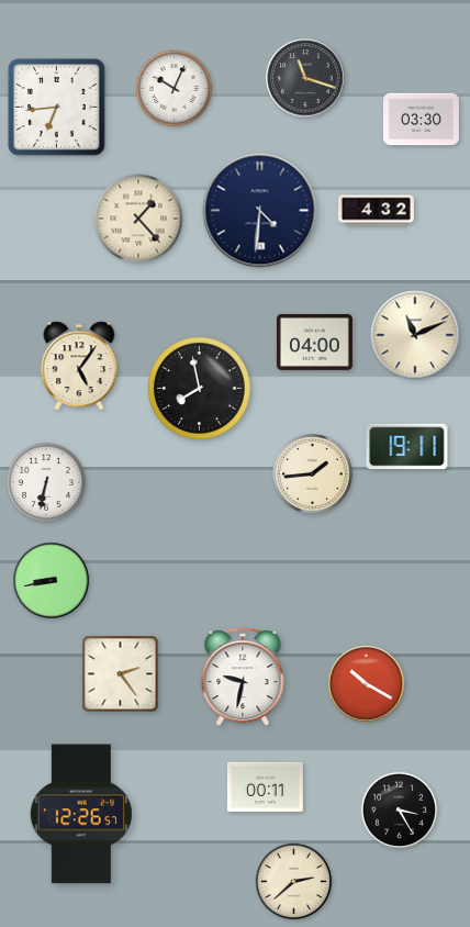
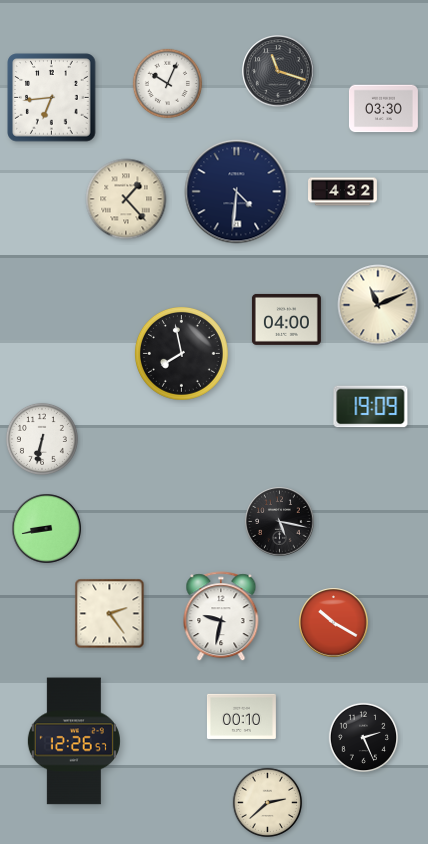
clock at (175, 89) position: (175, 89) -> (168, 84)
clock at (314, 342) position: (314, 342) -> (286, 319)
clock at (79, 366): 5:06 -> none
clock at (407, 447): 19:11 -> 19:09
clock at (313, 474): 1:44 -> none
clock at (280, 522): none -> 5:17
clock at (265, 786): 00:11 -> 00:10
clock at (400, 811): 3:25 -> 2:26
